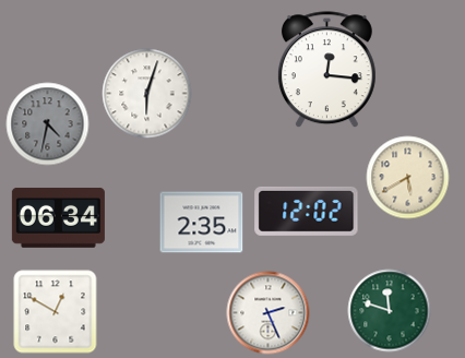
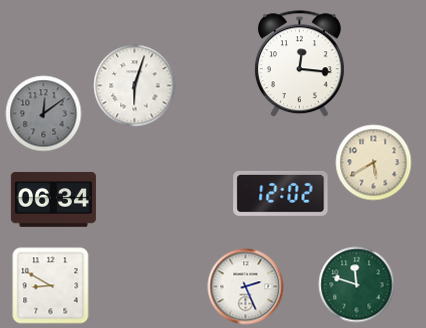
clock at (48, 124): 4:32 -> 12:09
clock at (202, 223): 2:35 -> none
clock at (56, 312): 12:50 -> 8:50
